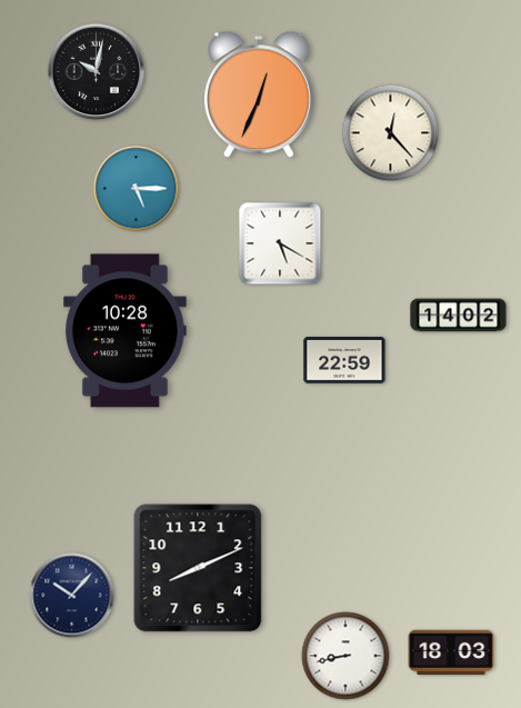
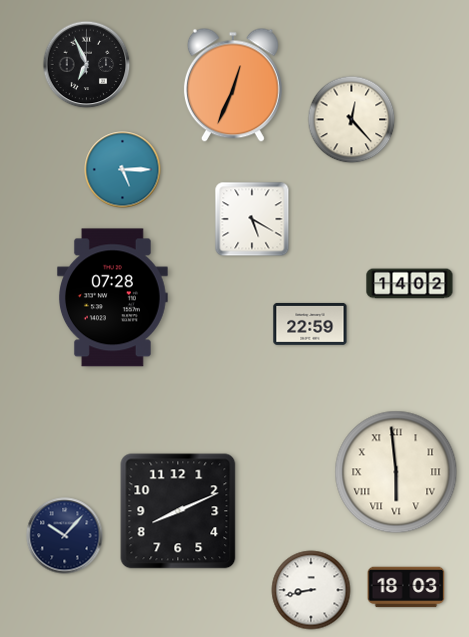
clock at (97, 72): 10:02 -> 6:56
clock at (459, 316) position: (459, 316) -> (410, 284)
clock at (124, 331): 10:28 -> 07:28
clock at (396, 472): none -> 5:59
